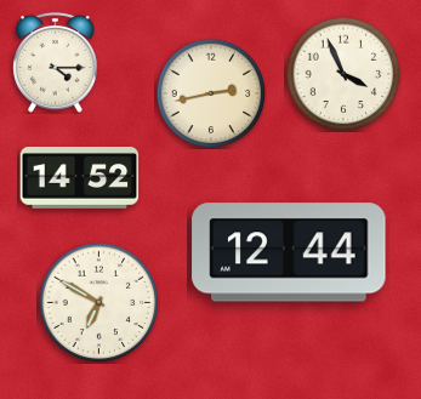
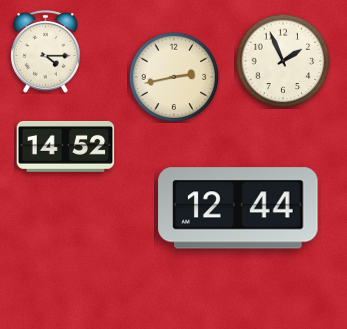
clock at (343, 74): 3:56 -> 1:56
clock at (99, 303): 6:50 -> none
